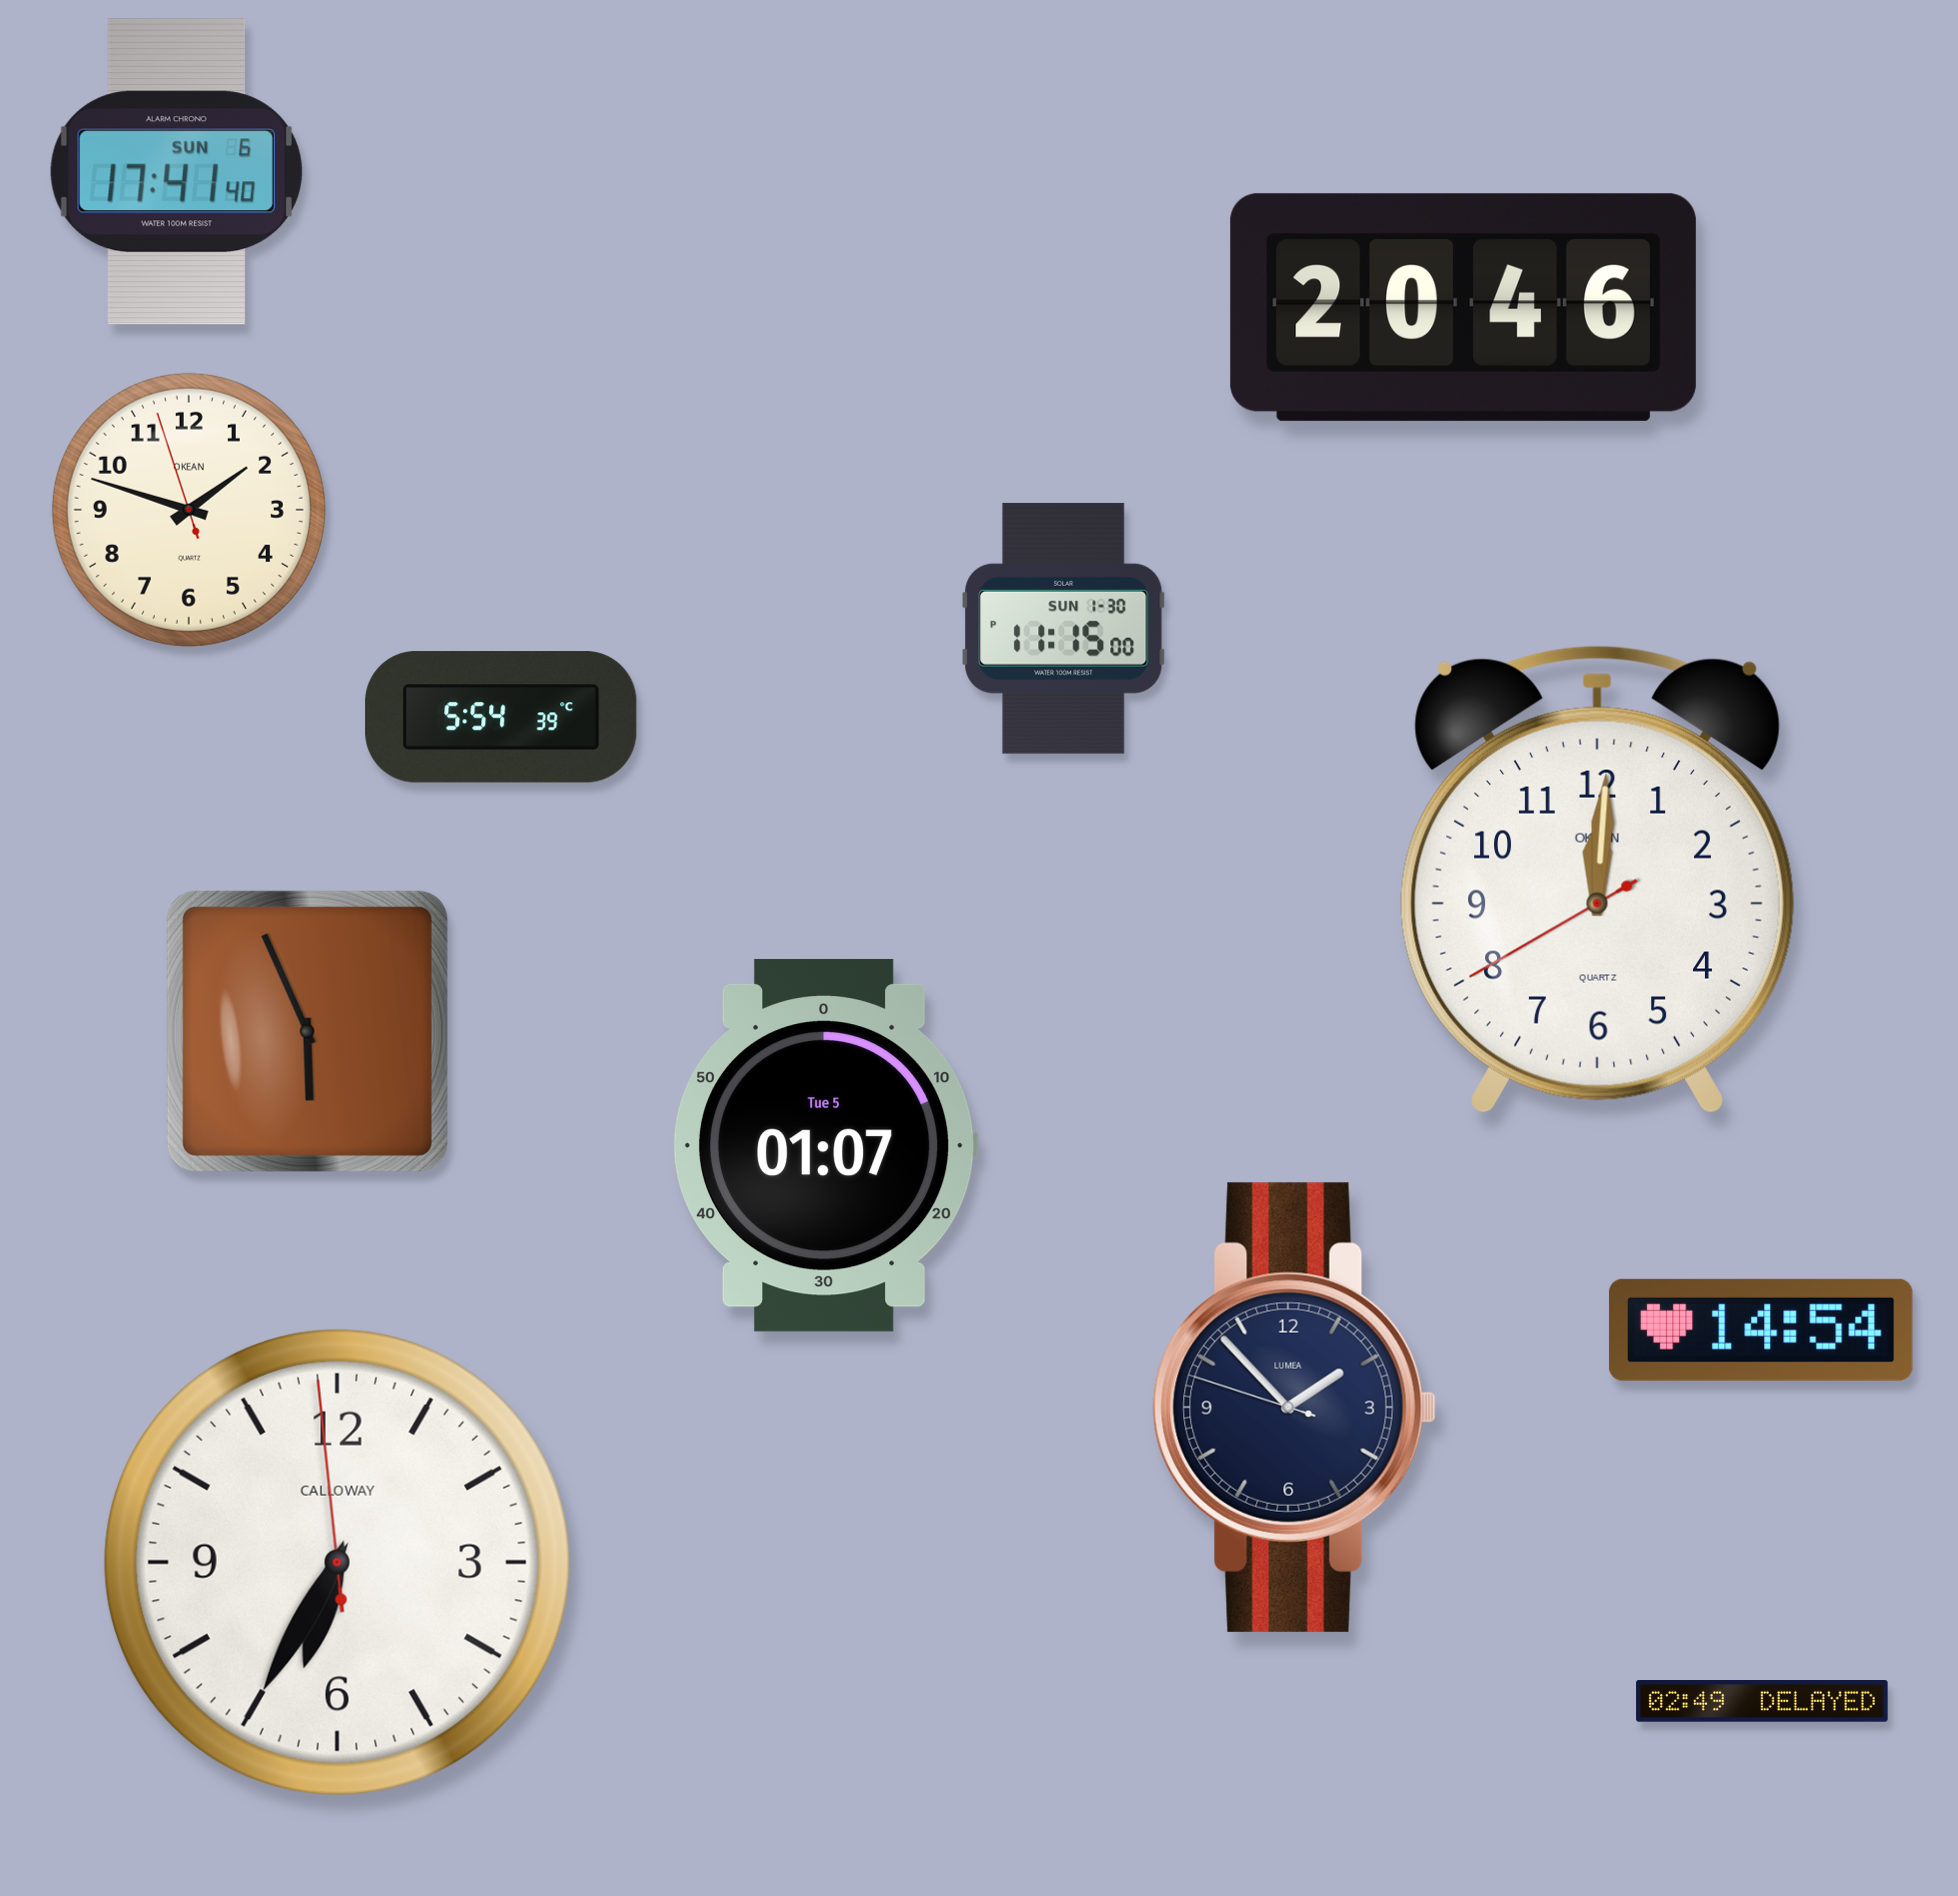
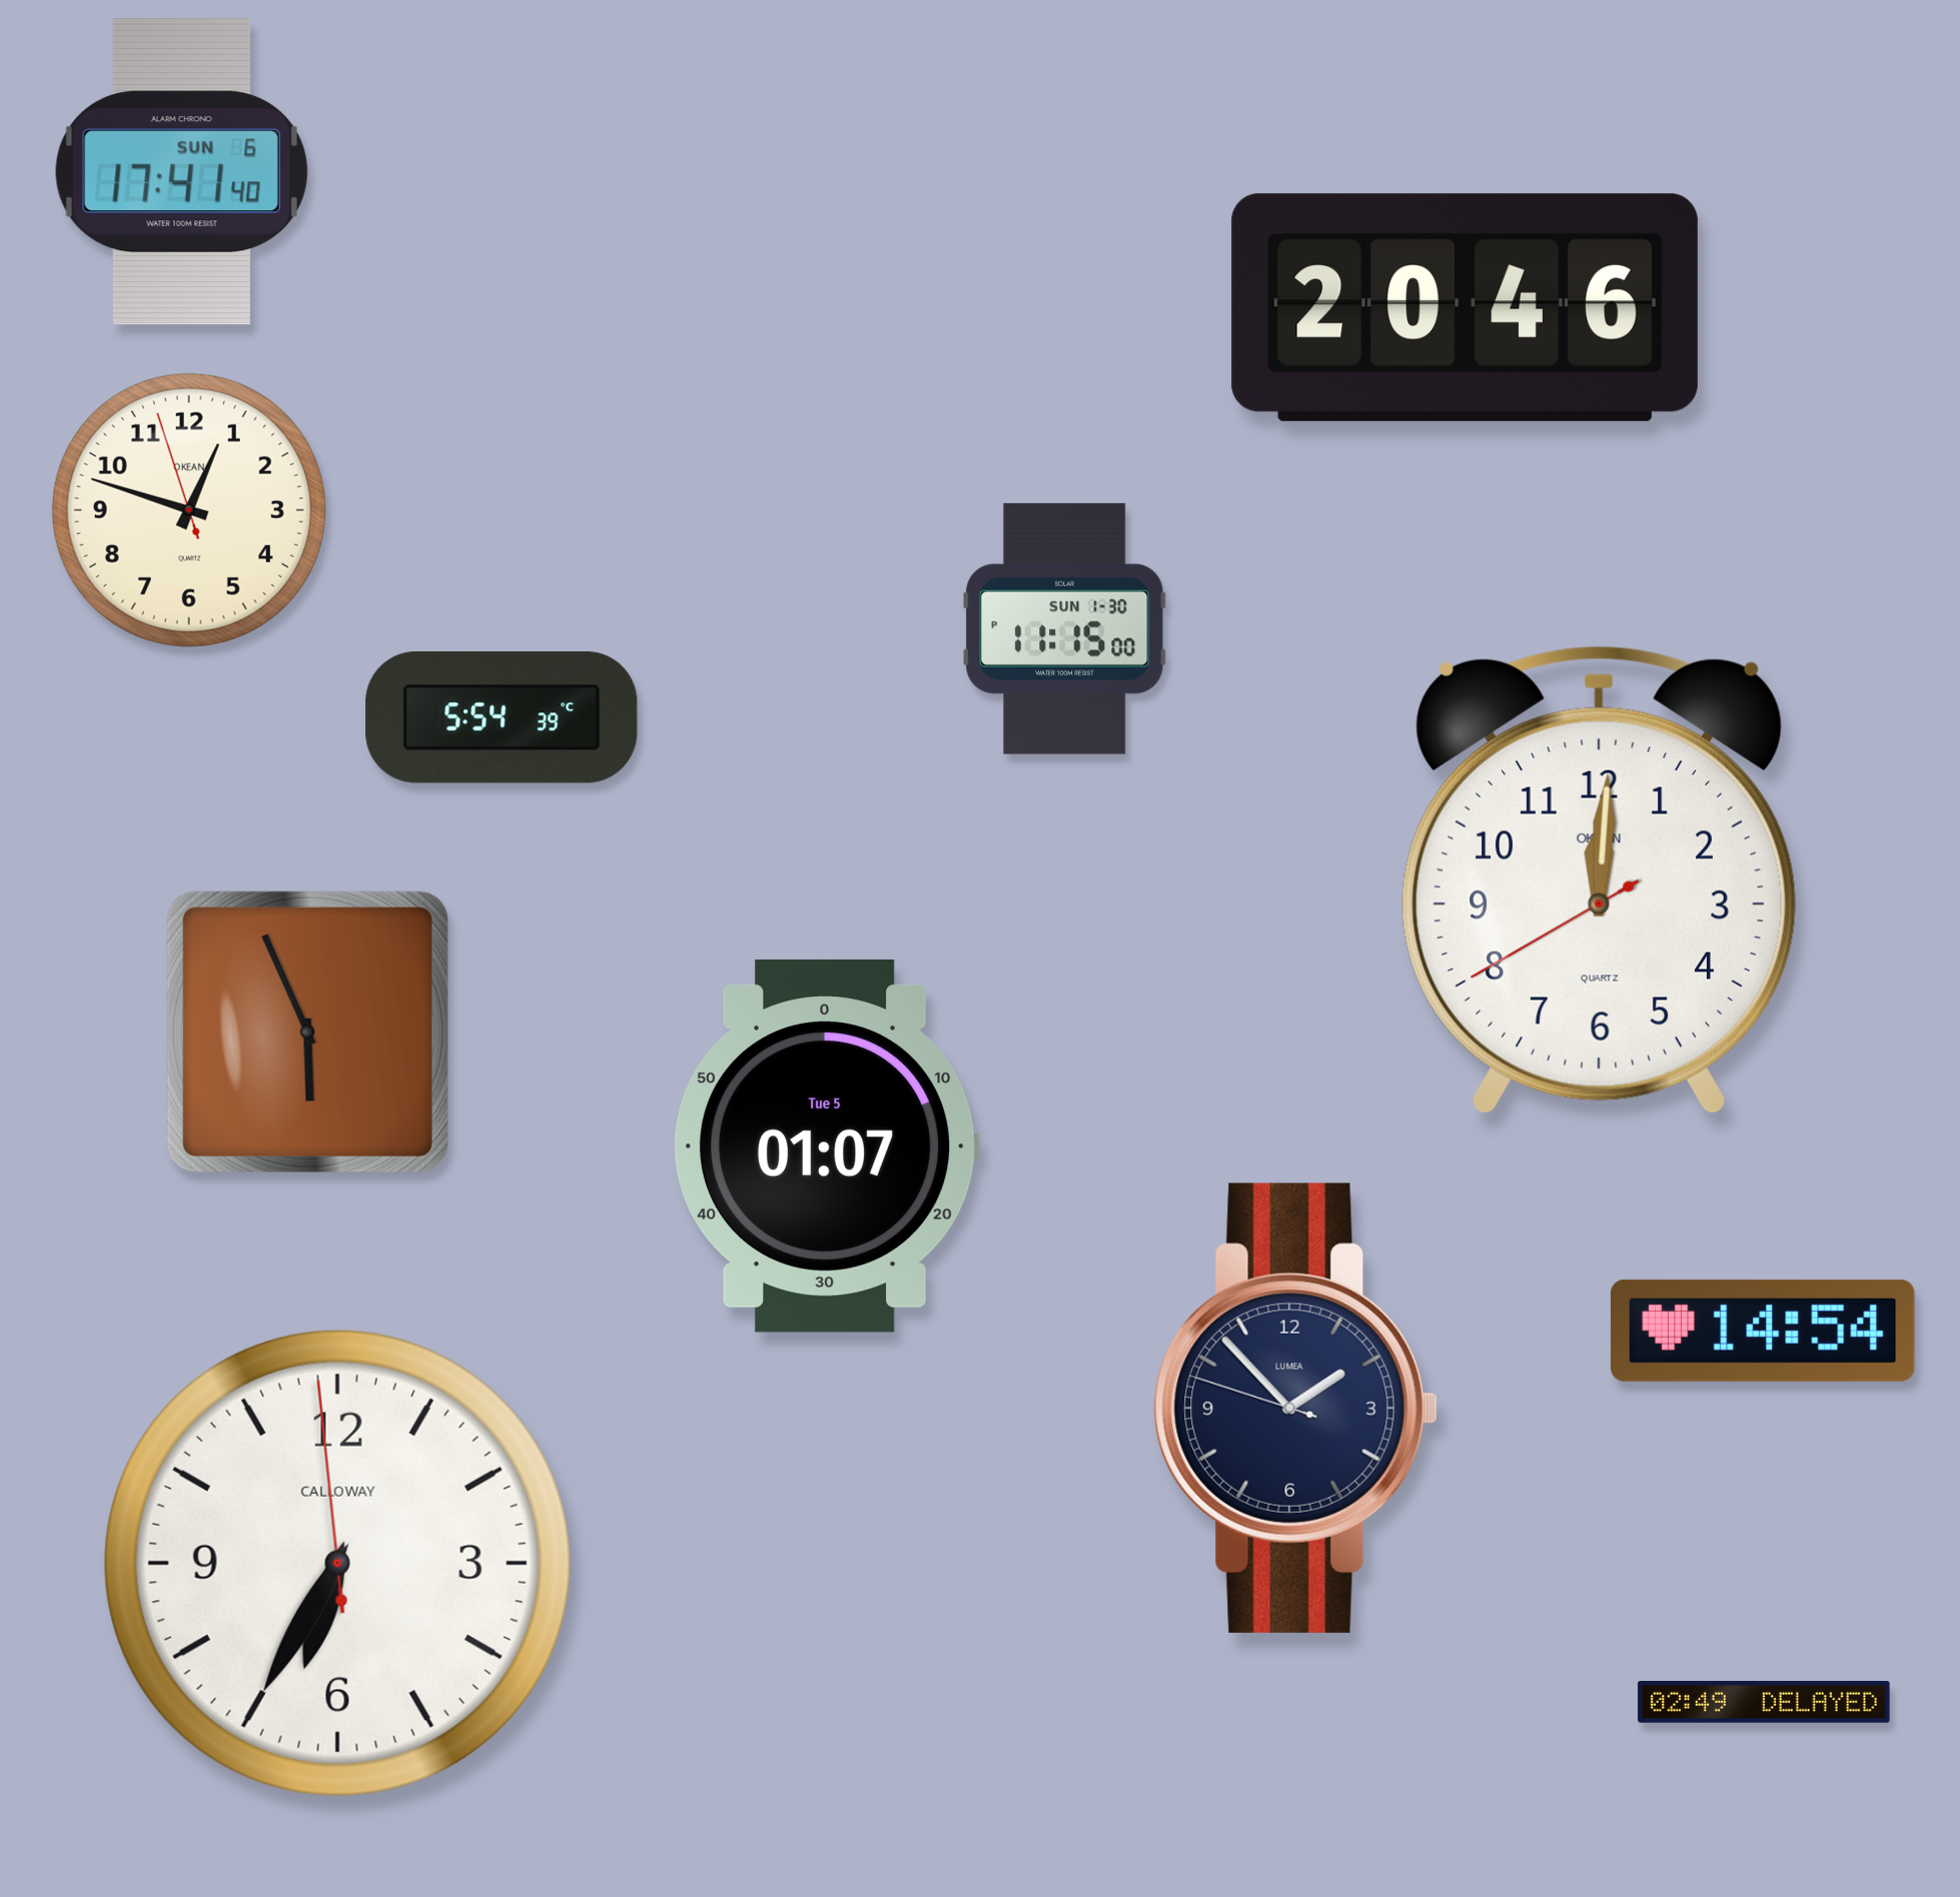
clock at (176, 172) position: (176, 172) -> (181, 172)
clock at (189, 510): 1:47 -> 12:47
